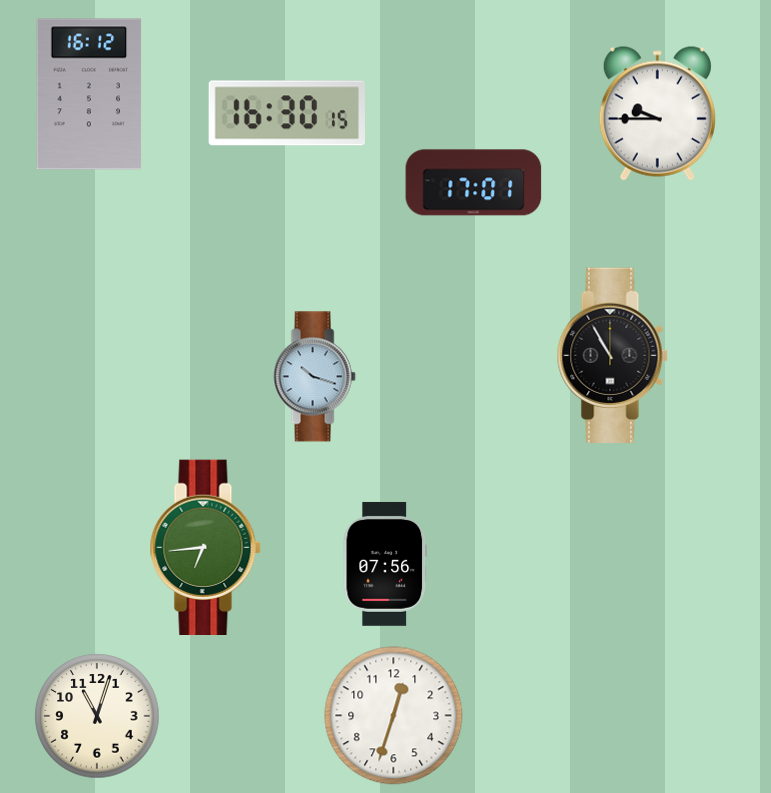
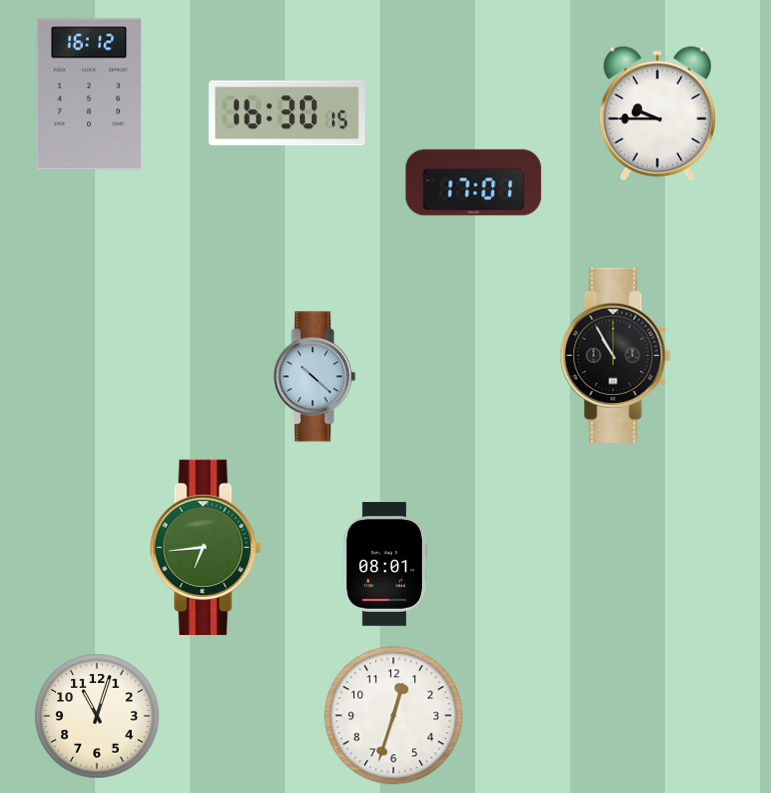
clock at (612, 355) position: (612, 355) -> (615, 355)
clock at (314, 377): 10:18 -> 10:22
clock at (385, 564): 07:56 -> 08:01
